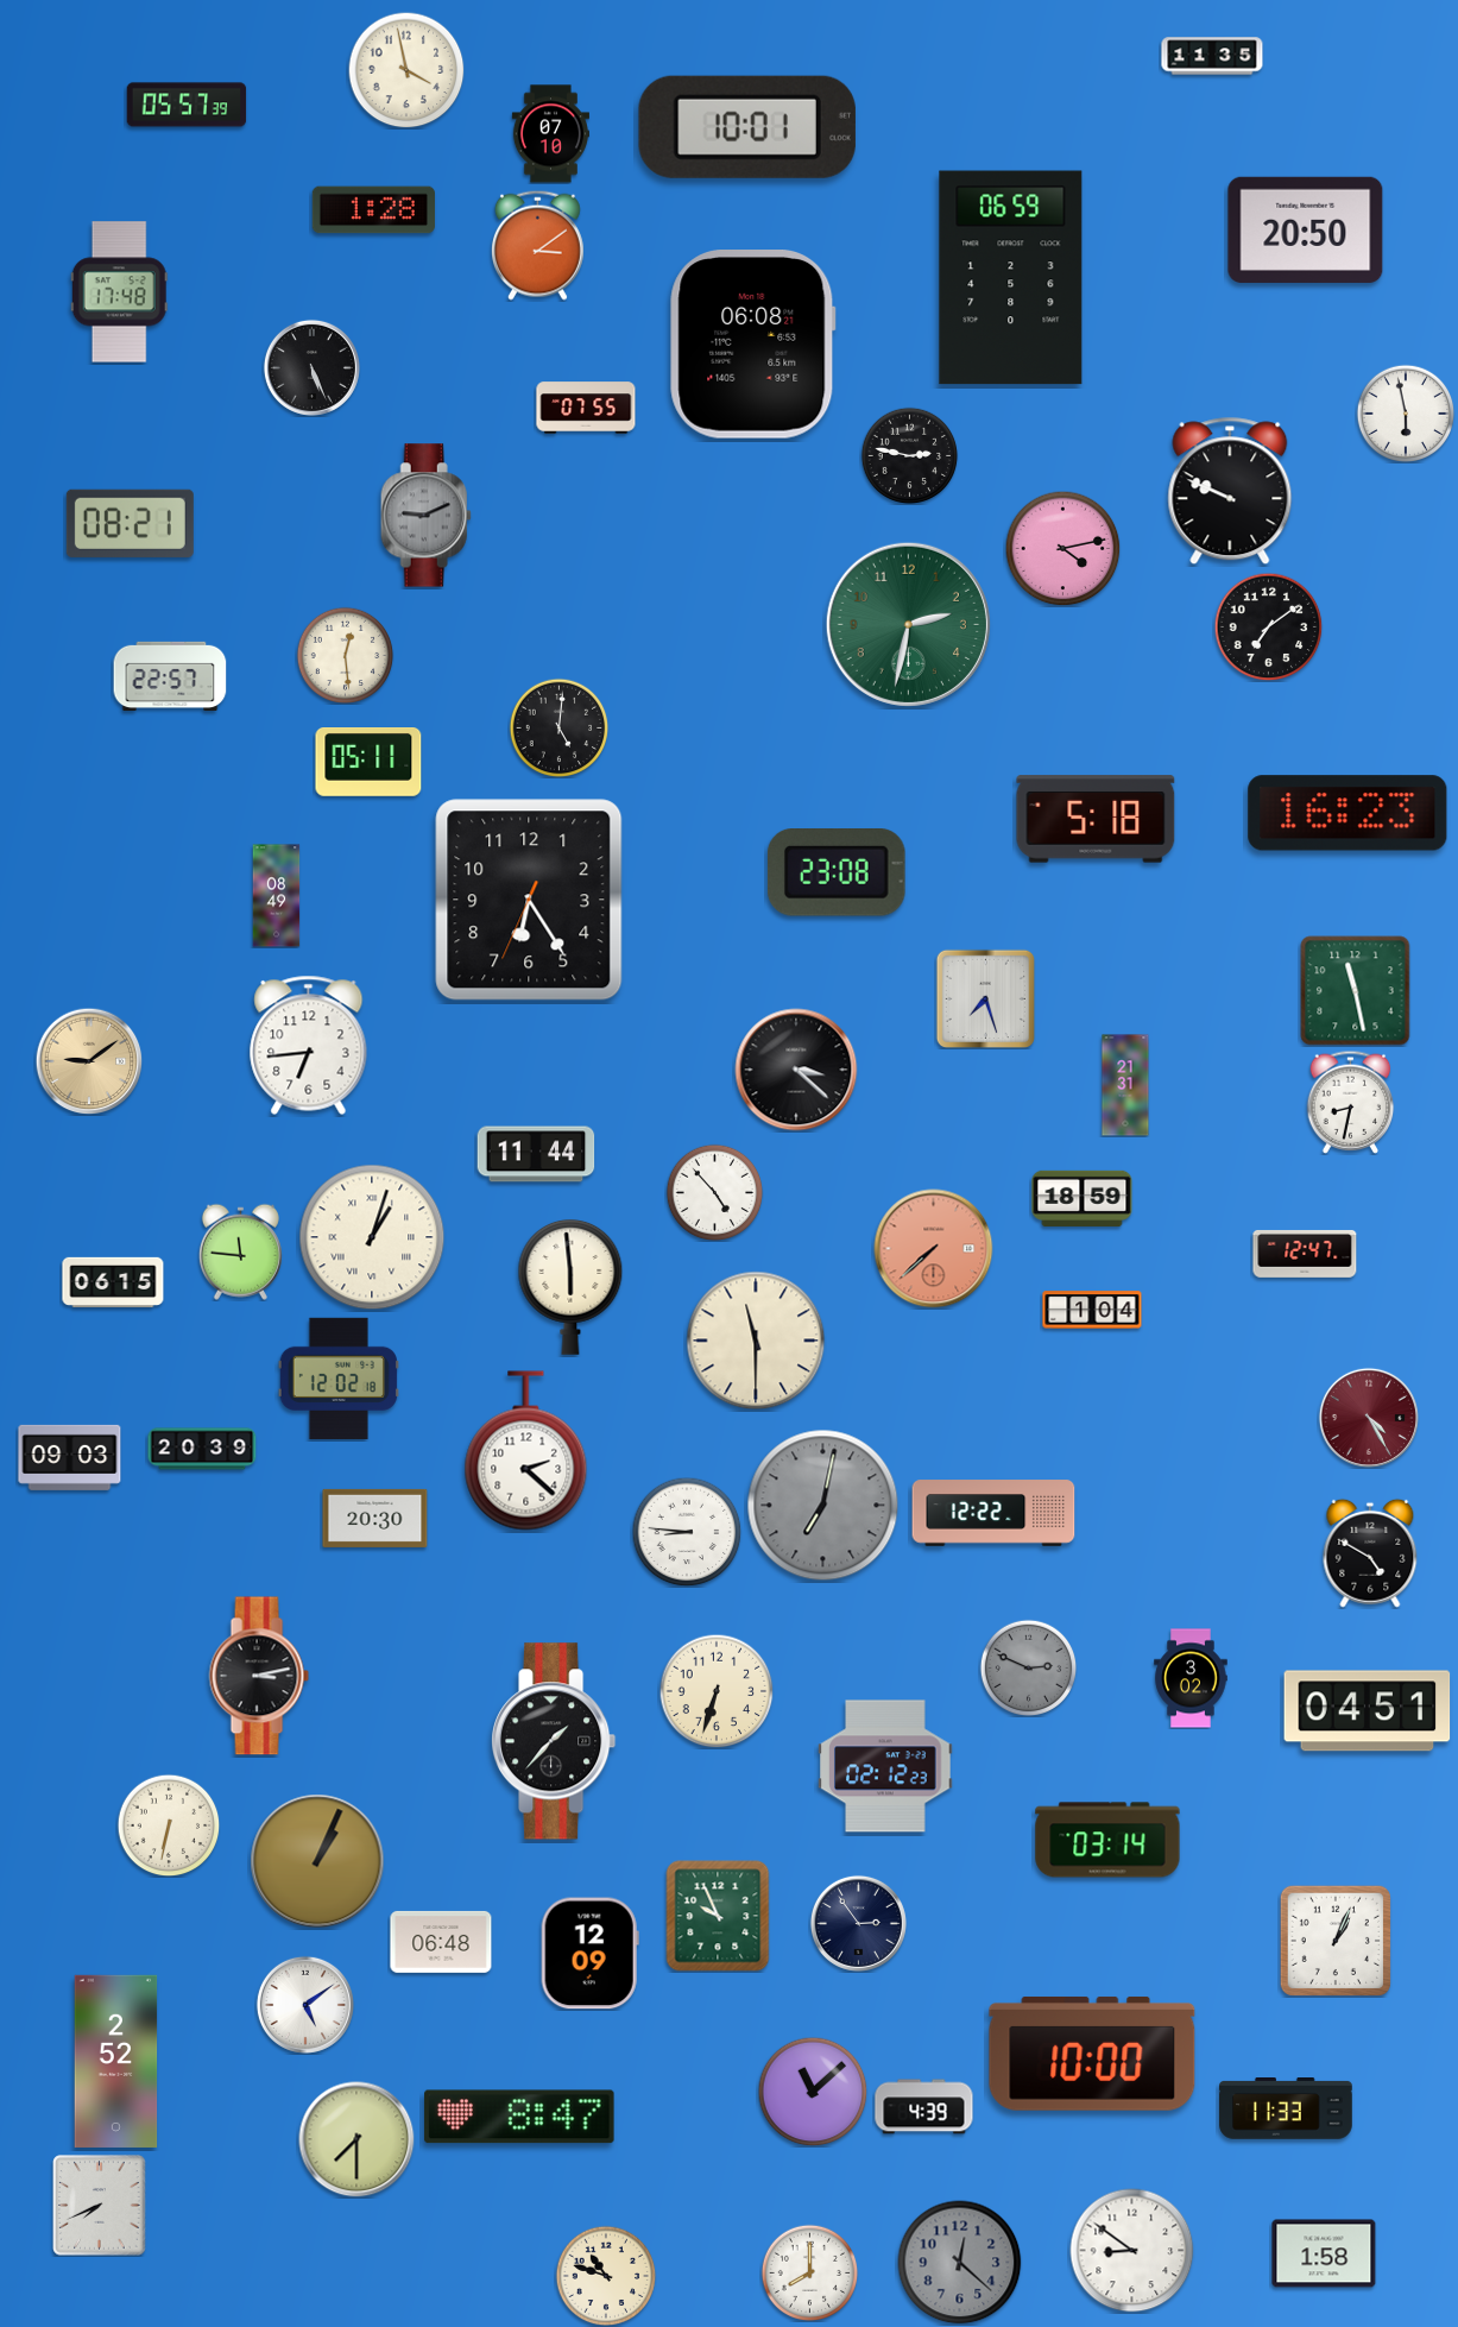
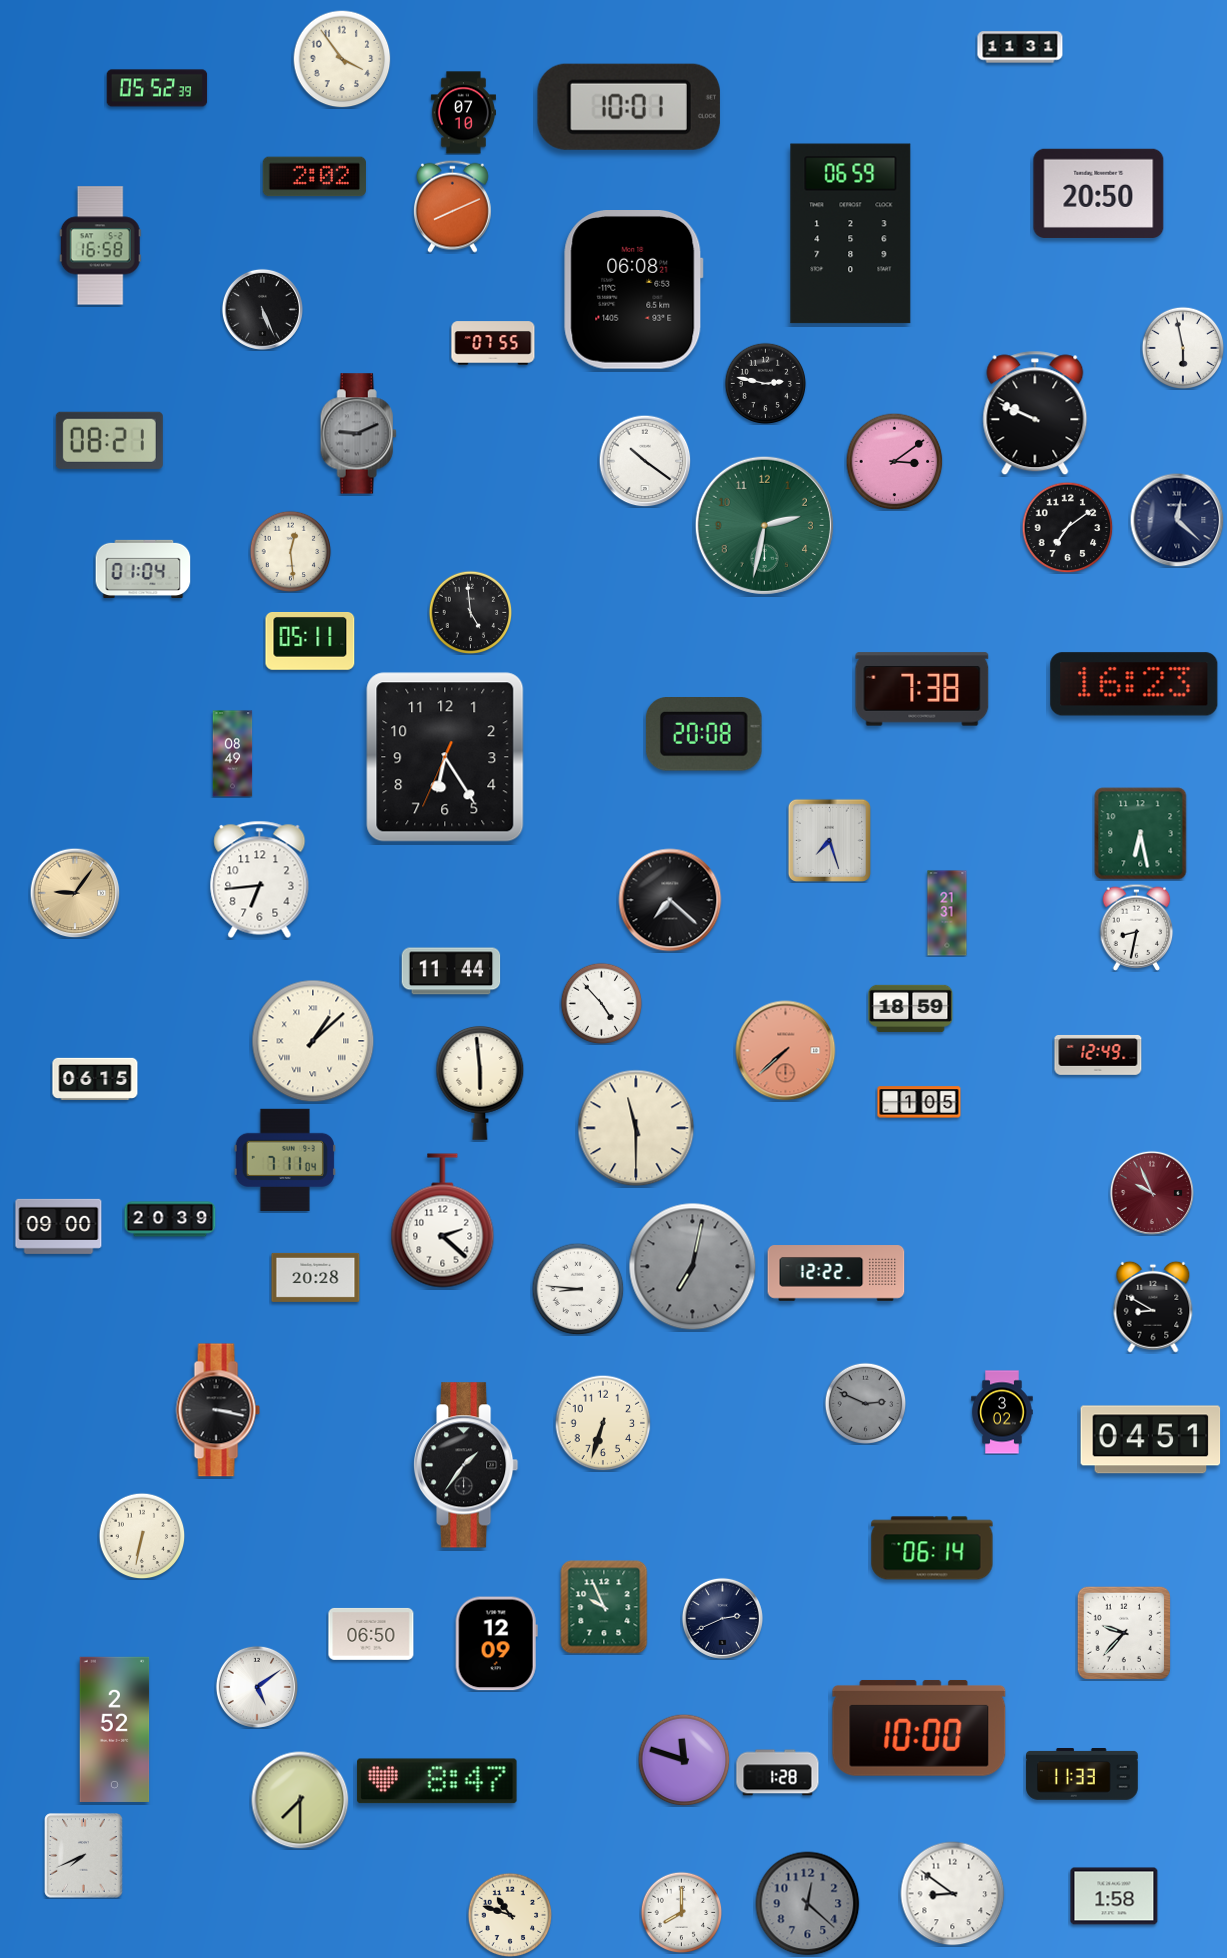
clock at (1212, 56): 11:35 -> 11:31
clock at (406, 70): 3:58 -> 3:54
clock at (187, 105): 05:57 -> 05:52
clock at (373, 210): 1:28 -> 2:02
clock at (537, 245): 3:09 -> 8:11
clock at (119, 292): 17:48 -> 16:58
clock at (645, 461): none -> 10:21
clock at (1062, 548): 4:13 -> 3:09
clock at (1177, 520): none -> 12:22
clock at (170, 675): 22:57 -> 01:04
clock at (558, 727): 5:01 -> 4:59
clock at (1096, 819): 5:18 -> 7:38
clock at (837, 872): 23:08 -> 20:08
clock at (1356, 991): 11:28 -> 6:28
clock at (89, 1061): 9:09 -> 9:06
clock at (796, 1070): 3:22 -> 7:22
clock at (372, 1237): 1:03 -> 1:08
clock at (240, 1251): 11:46 -> none
clock at (1305, 1254): 12:47 -> 12:49
clock at (1092, 1310): 1:04 -> 1:05
clock at (339, 1379): 12:02 -> 7:11
clock at (1369, 1418): 4:25 -> 9:56
clock at (70, 1457): 09:03 -> 09:00
clock at (375, 1518): 20:30 -> 20:28
clock at (1370, 1553): 4:50 -> 8:50
clock at (259, 1676): 3:13 -> 3:17
clock at (555, 1741): 1:37 -> 1:36
clock at (885, 1766): 02:12 -> none
clock at (1107, 1840): 03:14 -> 06:14
clock at (317, 1861): 1:04 -> none
clock at (718, 1916) position: (718, 1916) -> (604, 1607)
clock at (858, 1923): 2:54 -> 2:41
clock at (1336, 1941): 1:04 -> 9:37
clock at (441, 1942): 06:48 -> 06:50
clock at (116, 2061) position: (116, 2061) -> (115, 1729)
clock at (813, 2092): 11:08 -> 11:48
clock at (924, 2107): 4:39 -> 1:28
